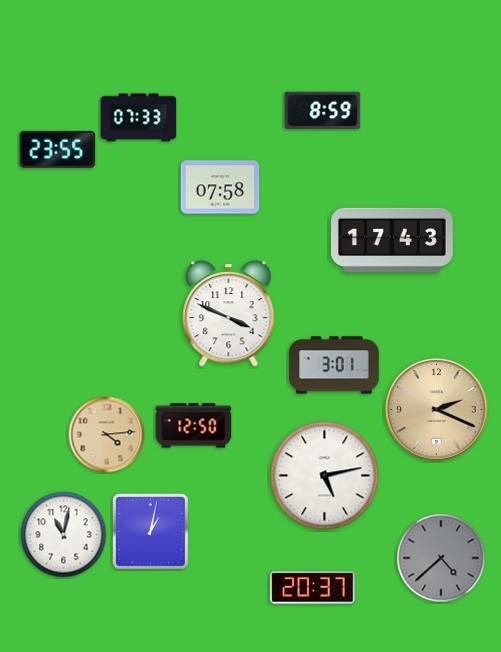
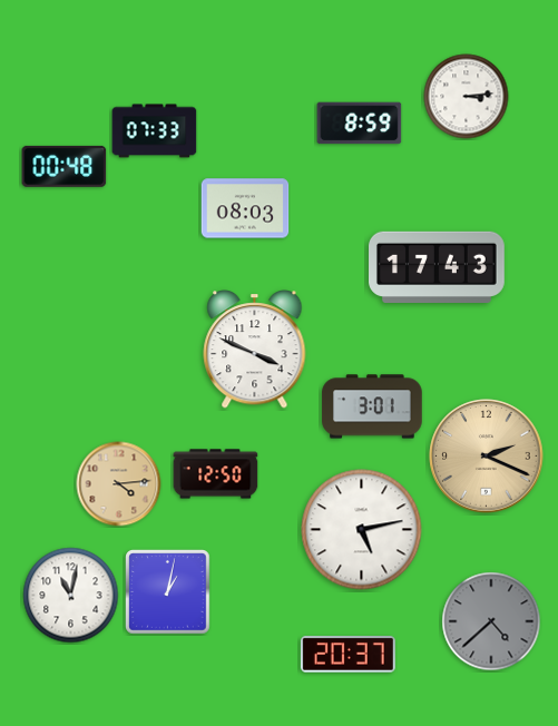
clock at (467, 97): none -> 3:14
clock at (58, 149): 23:55 -> 00:48
clock at (220, 187): 07:58 -> 08:03
